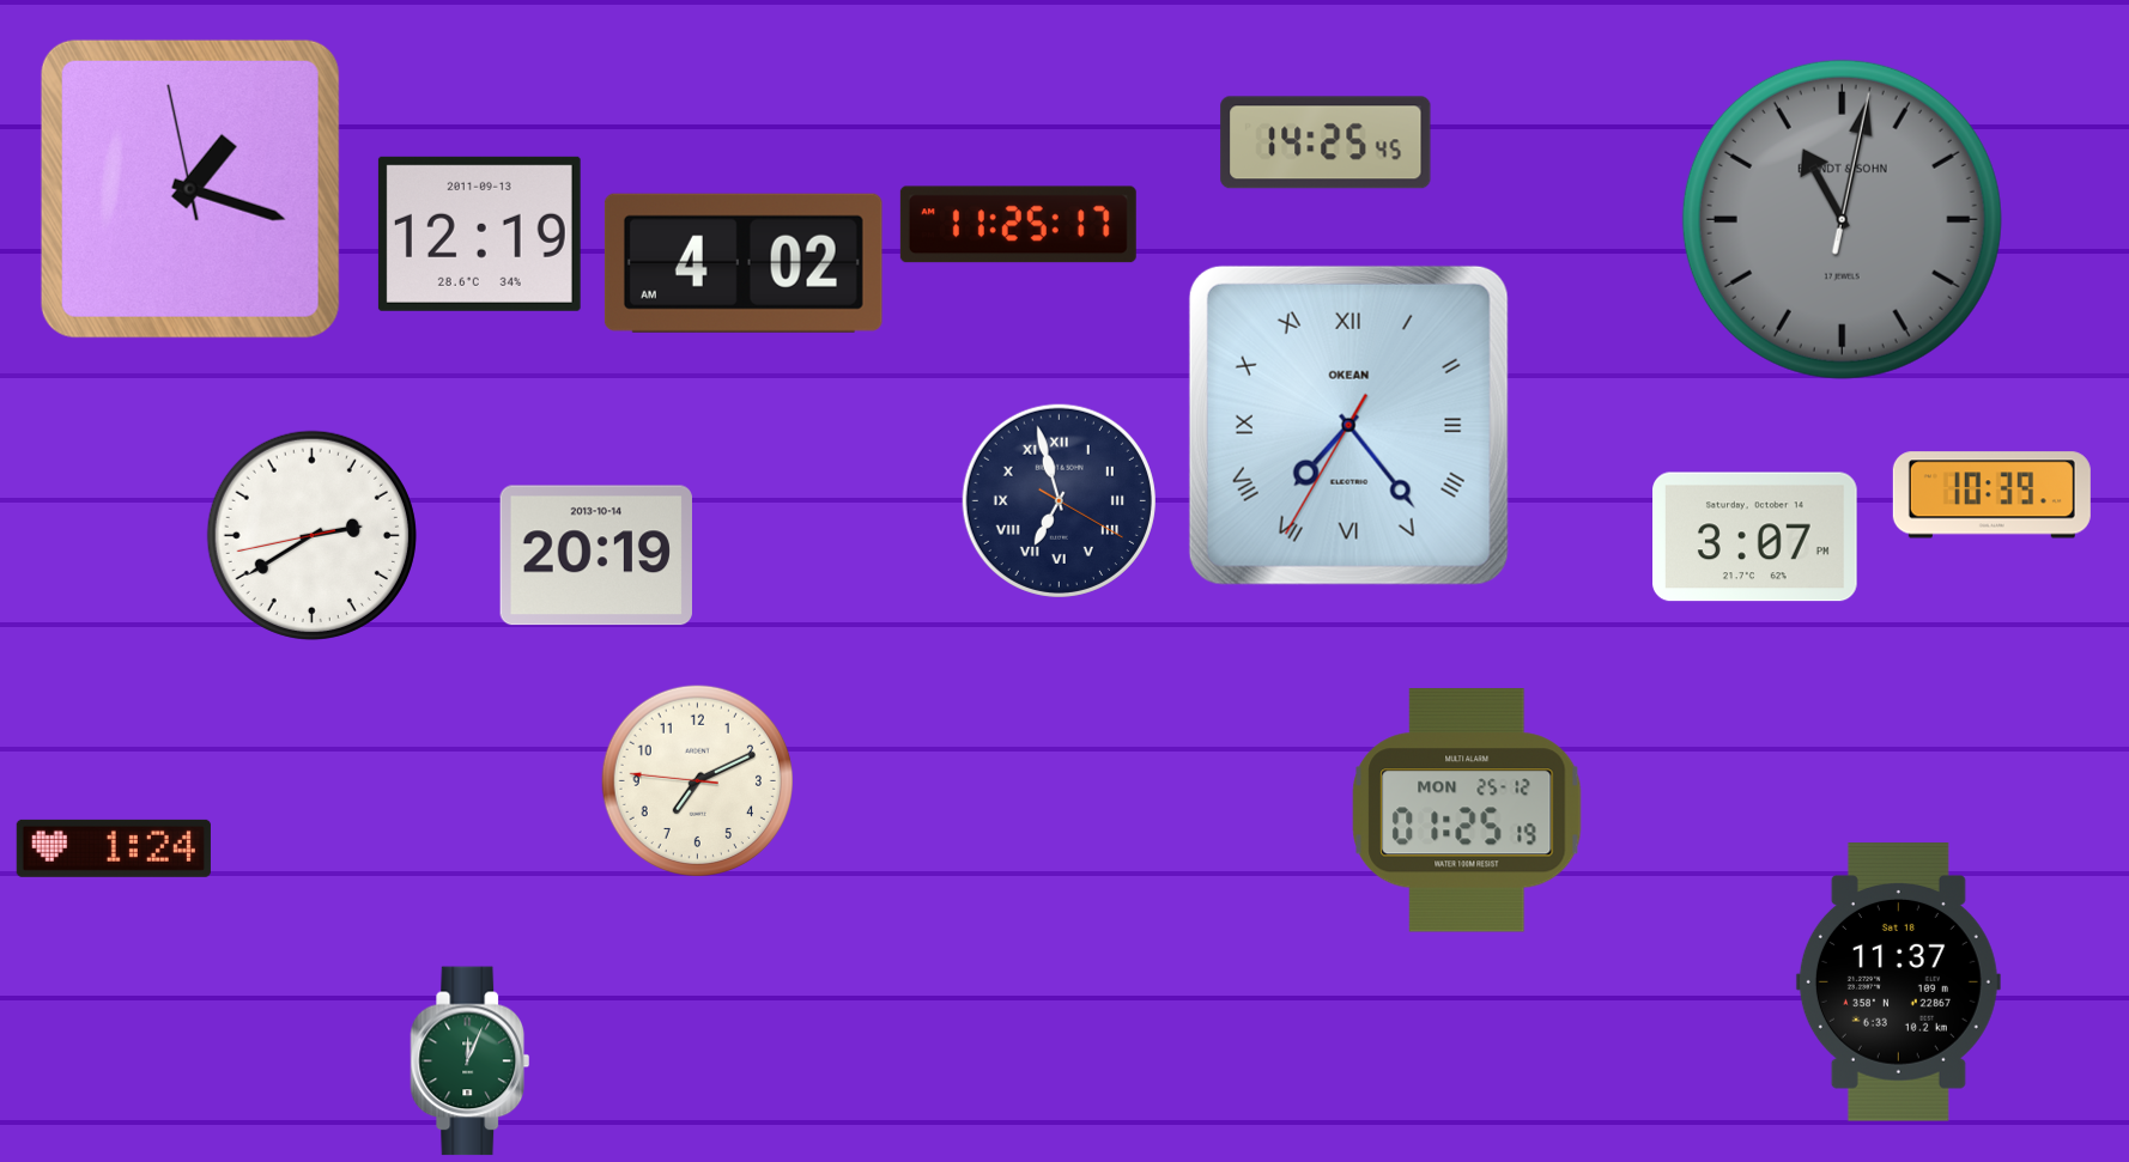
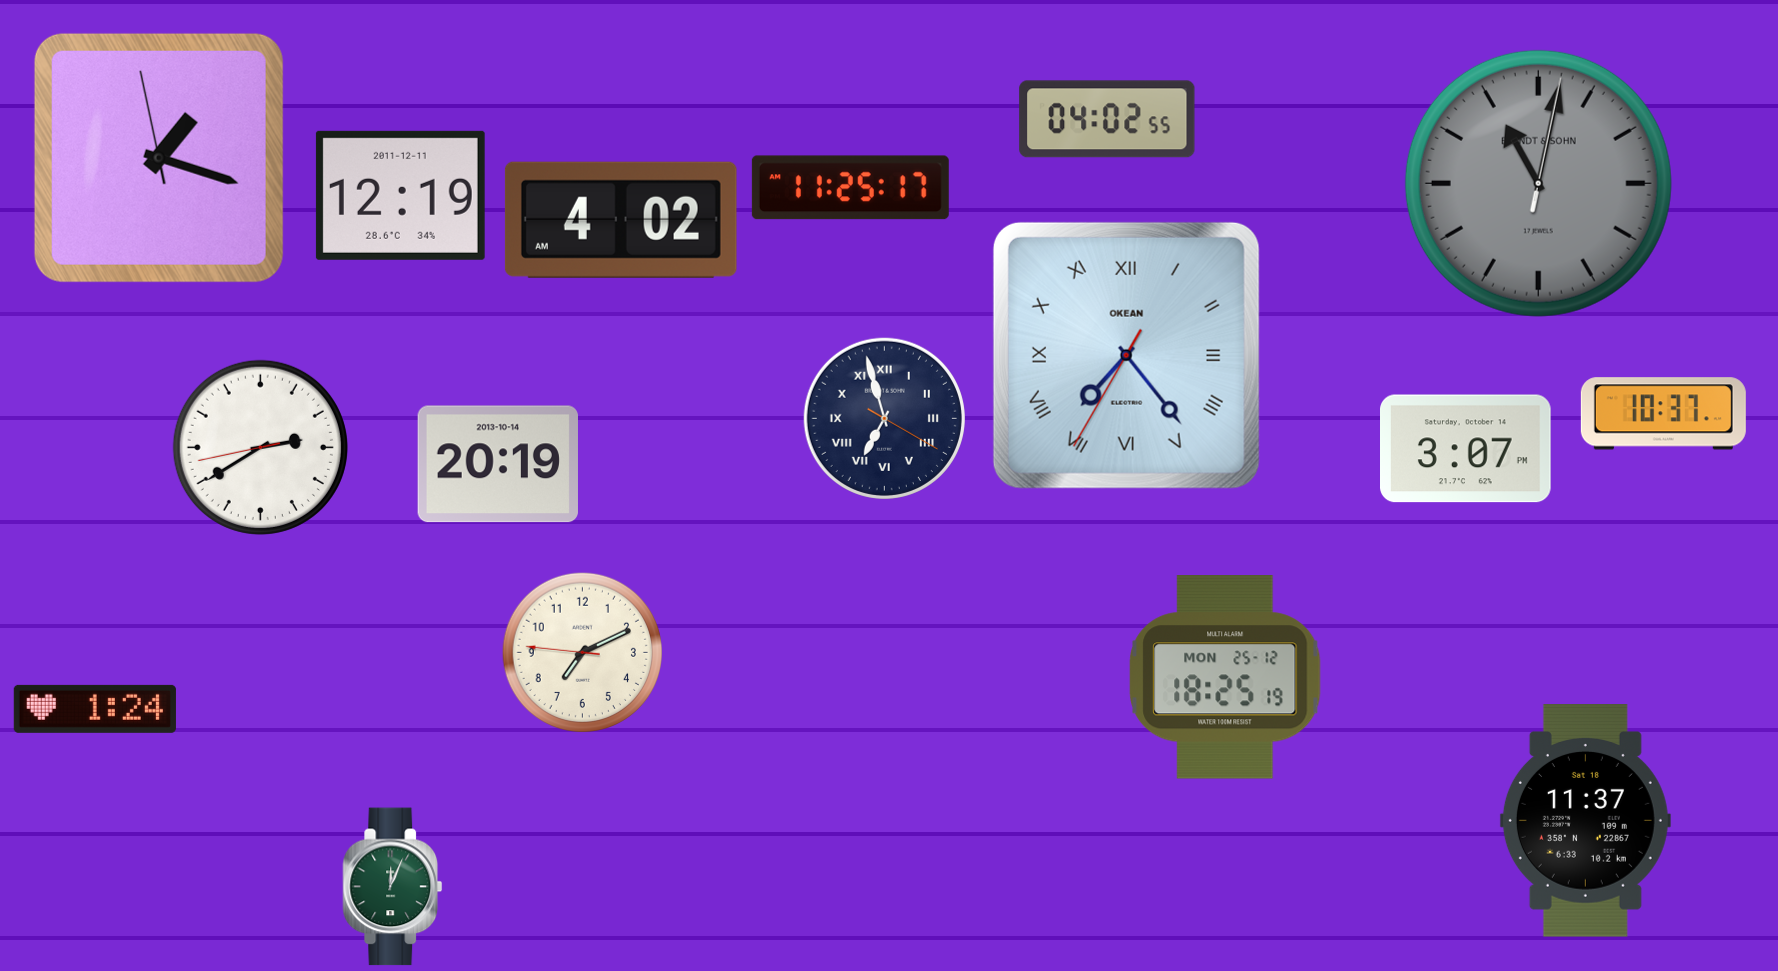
clock at (1326, 142): 14:25 -> 04:02
clock at (479, 233) date: 2011-09-13 -> 2011-12-11
clock at (1991, 495): 10:39 -> 10:37
clock at (1467, 810): 01:25 -> 18:25
